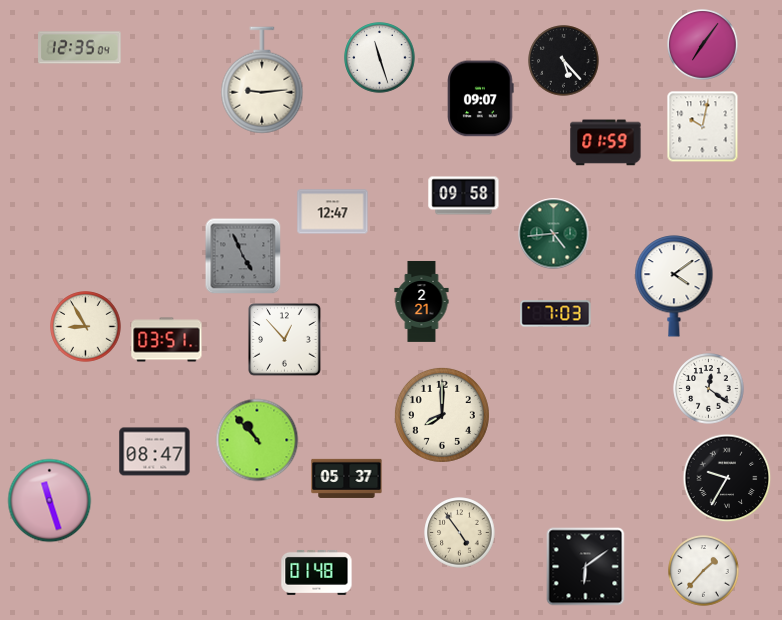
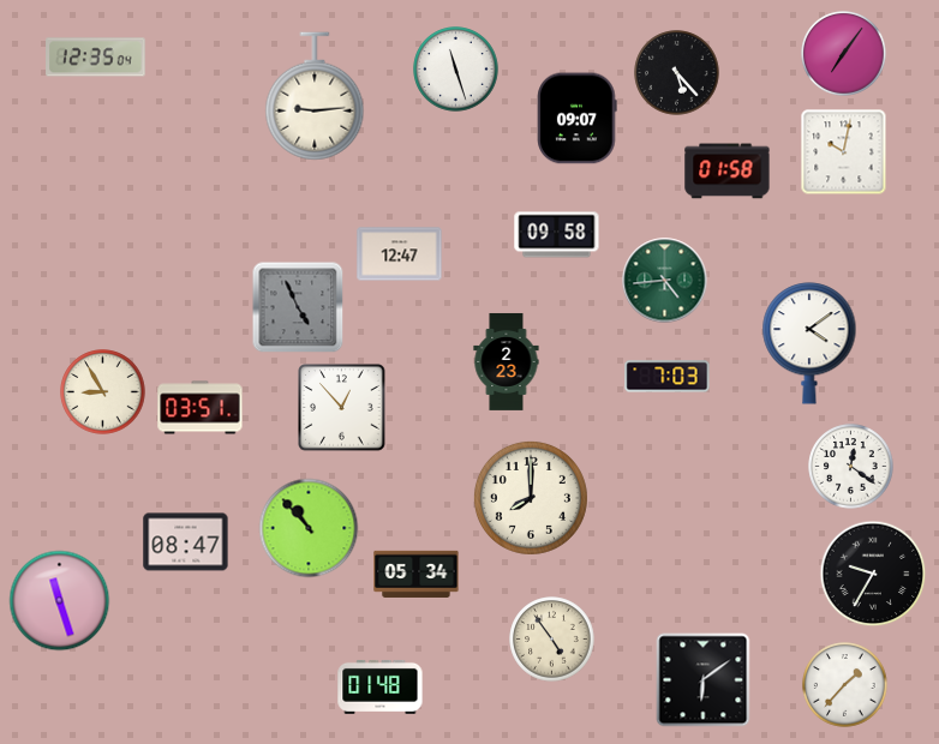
clock at (606, 143): 01:59 -> 01:58
clock at (243, 256) position: (243, 256) -> (298, 307)
clock at (422, 301): 2:21 -> 2:23
clock at (347, 478): 05:37 -> 05:34
